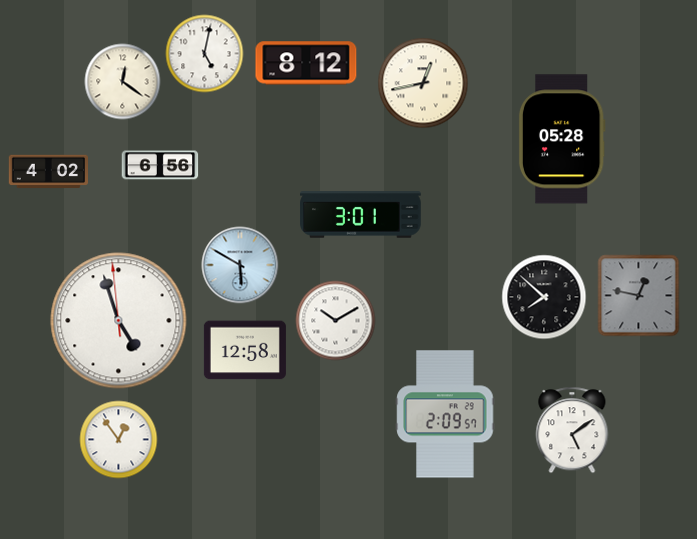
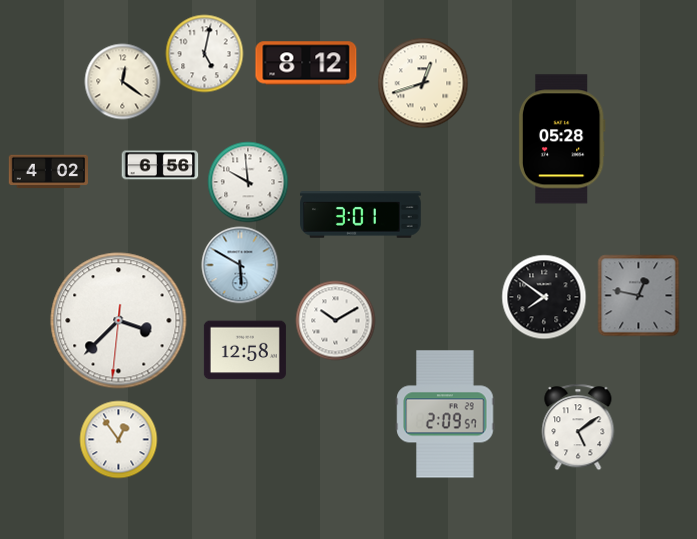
clock at (423, 83): 12:43 -> 12:42
clock at (248, 182): none -> 9:59
clock at (544, 297): 7:52 -> 7:51
clock at (119, 321): 4:56 -> 3:37
clock at (572, 430) position: (572, 430) -> (578, 427)
